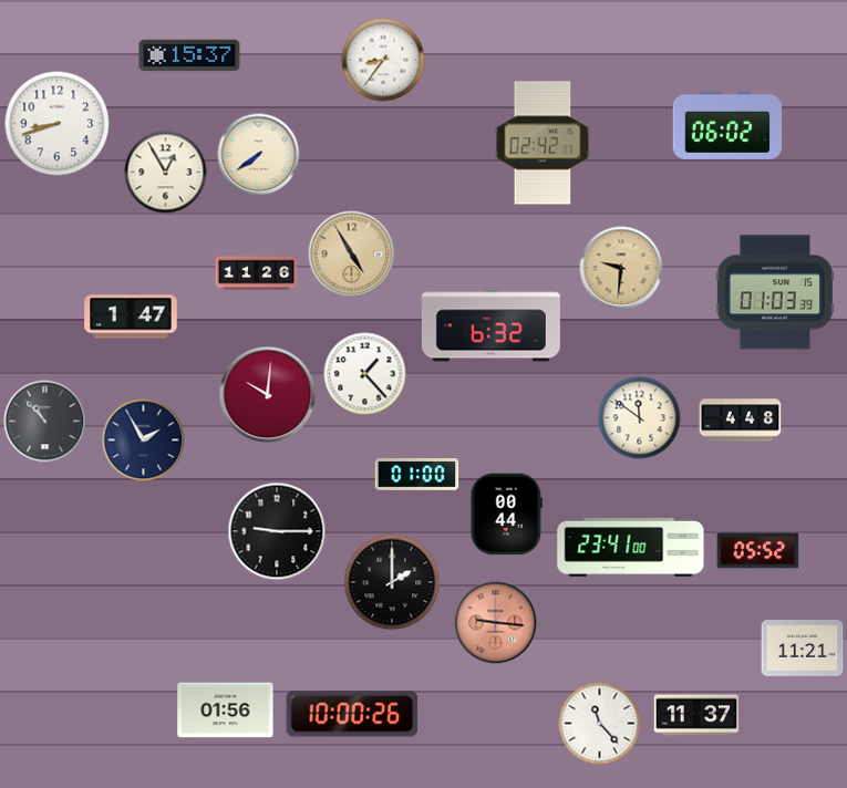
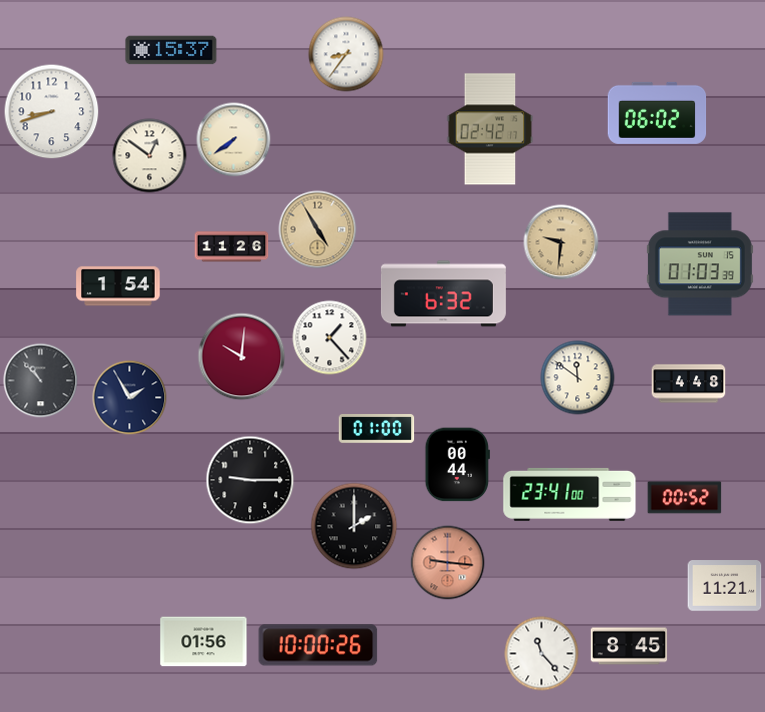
clock at (166, 173): 12:55 -> 12:51
clock at (131, 317): 1:47 -> 1:54
clock at (741, 421) position: (741, 421) -> (689, 384)
clock at (758, 551): 05:52 -> 00:52
clock at (696, 715): 11:37 -> 8:45
